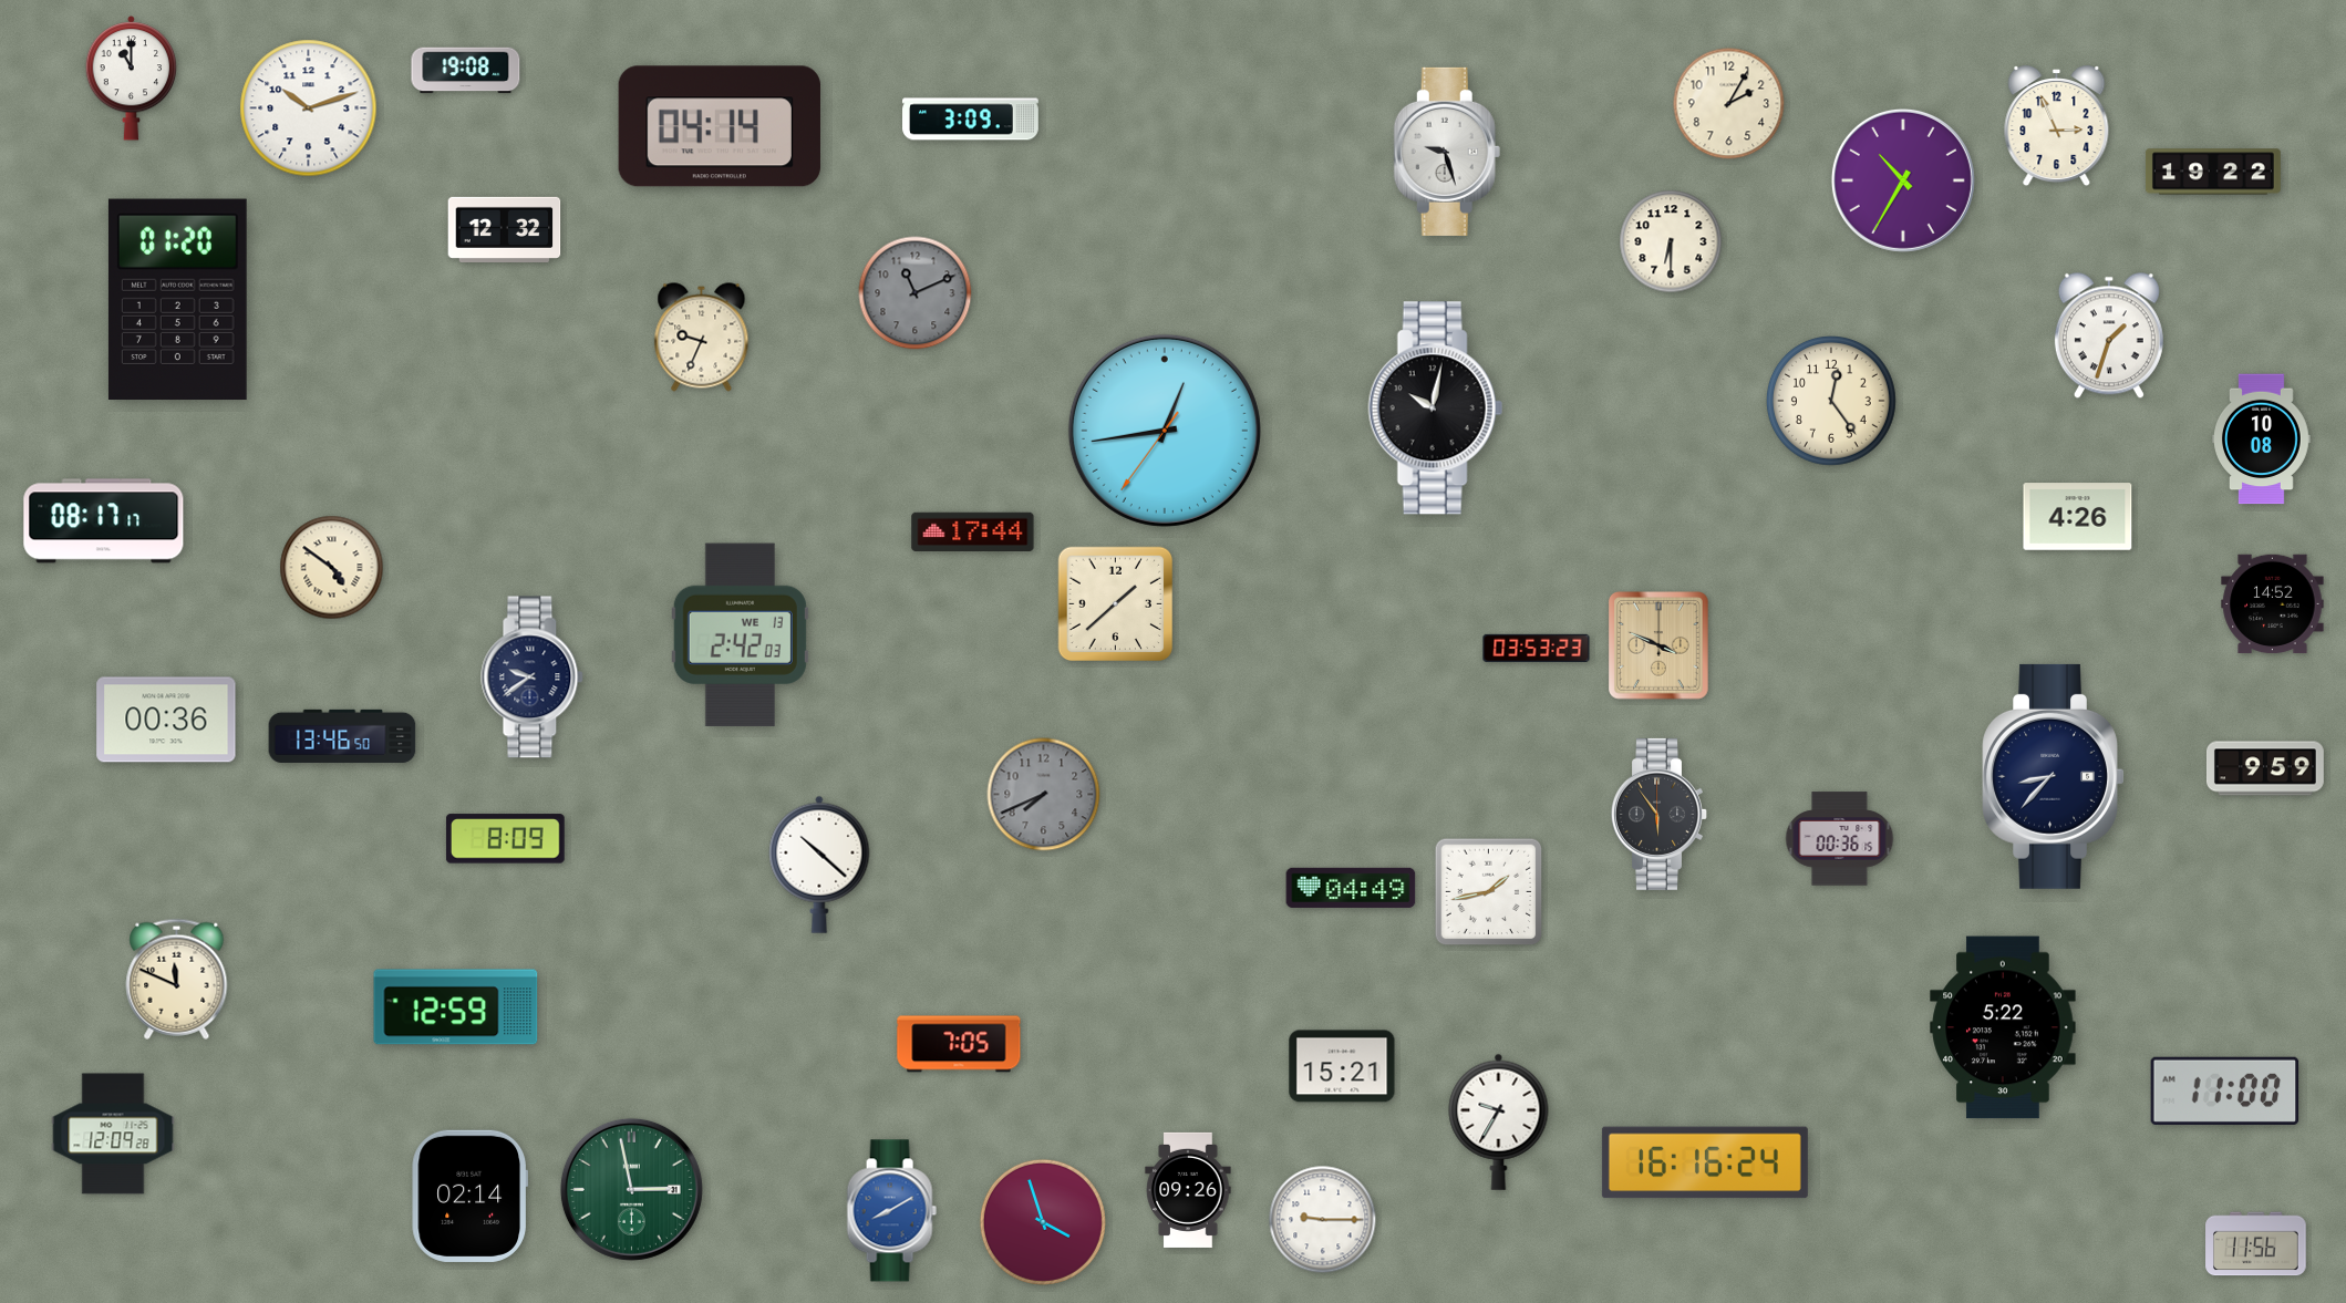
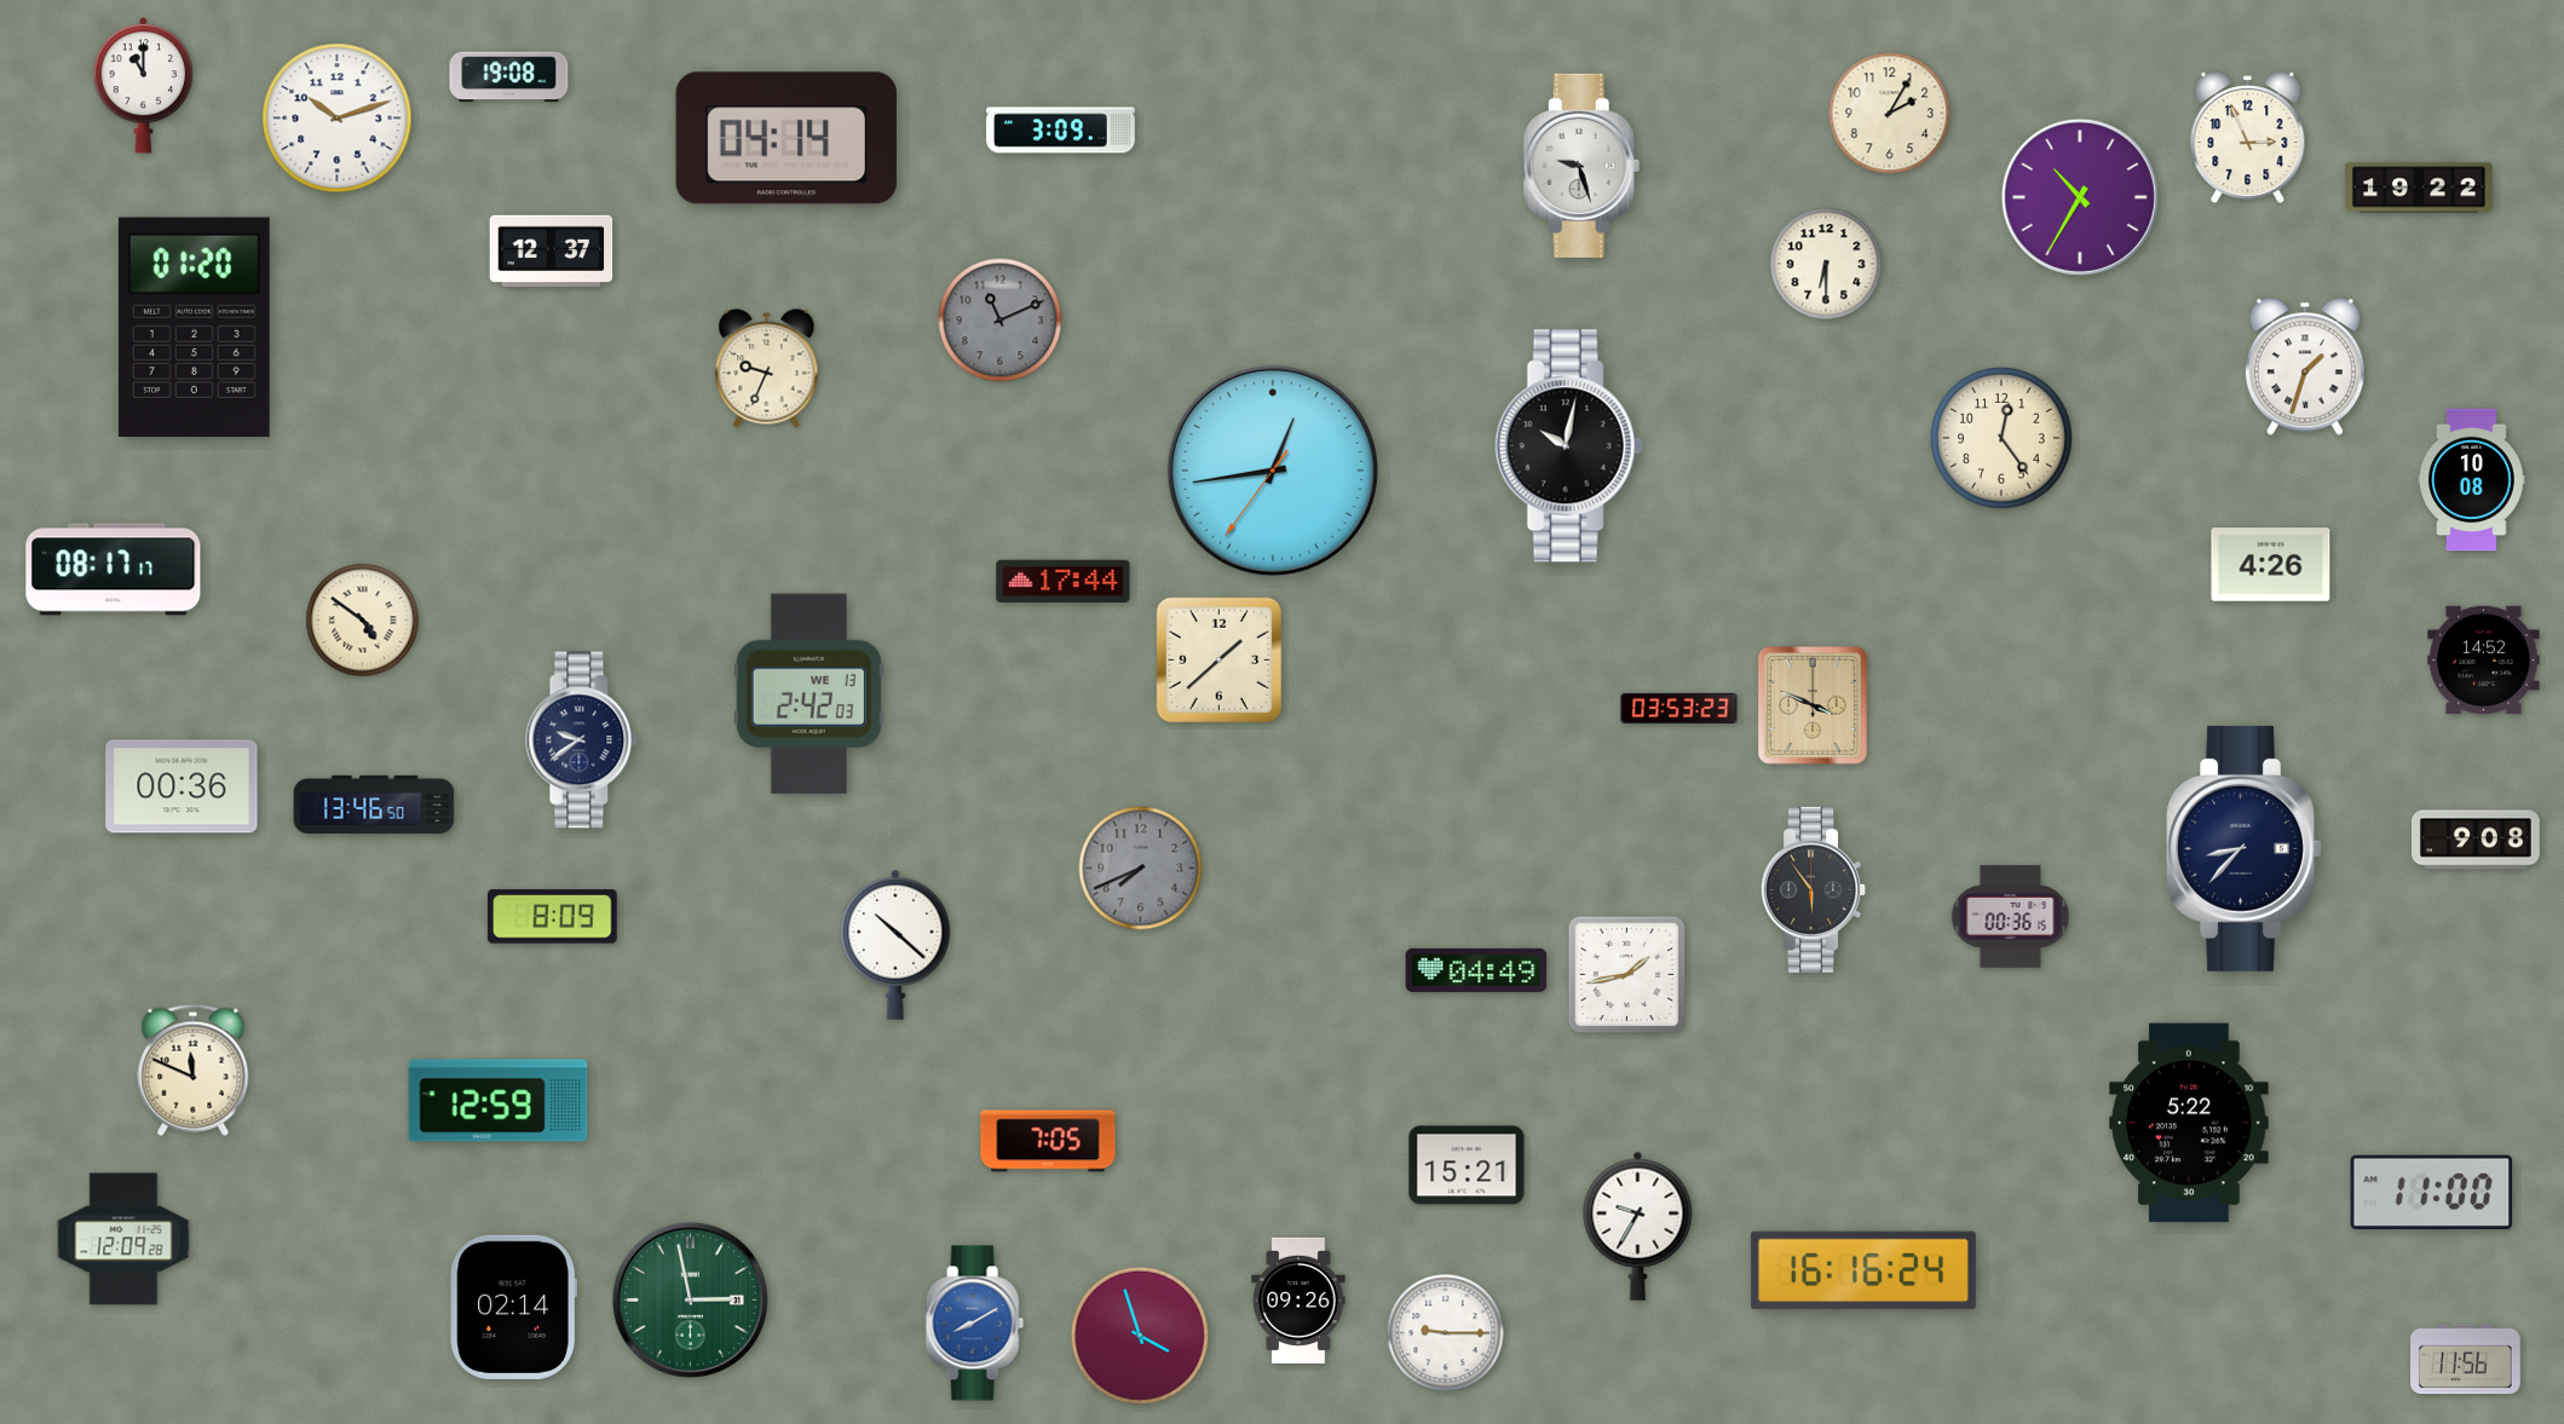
clock at (505, 229): 12:32 -> 12:37
clock at (2265, 768): 9:59 -> 9:08
